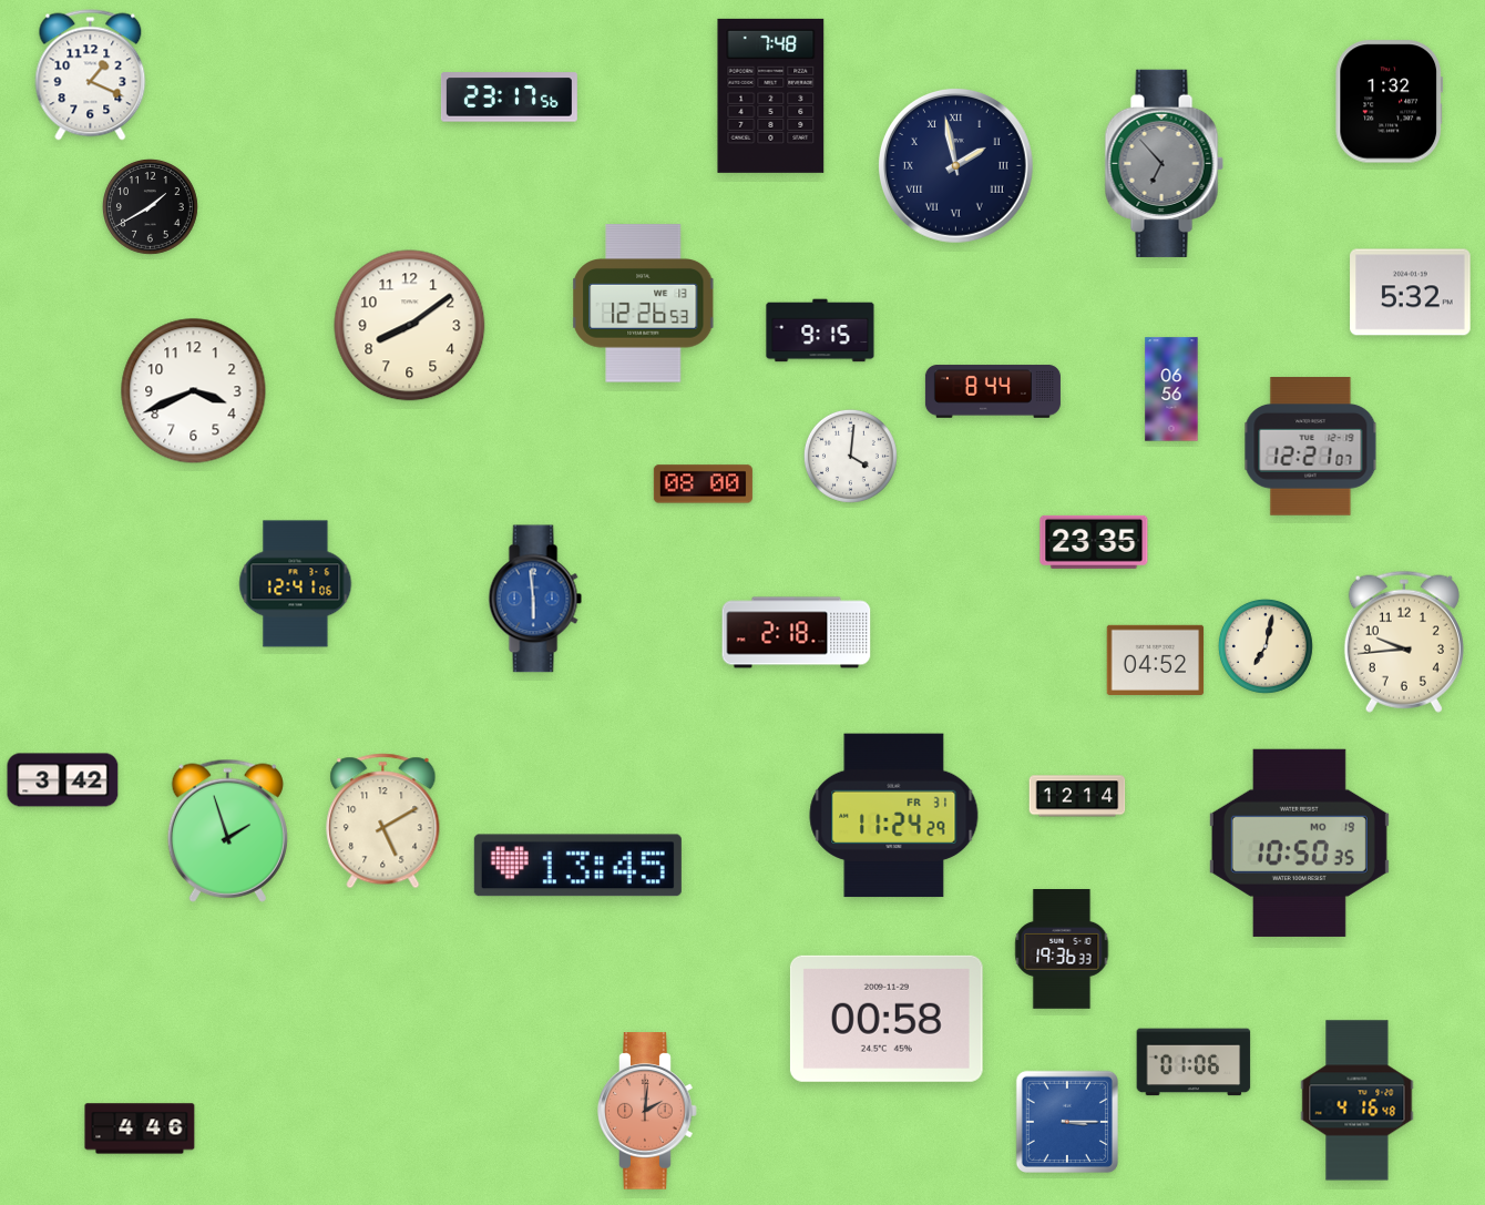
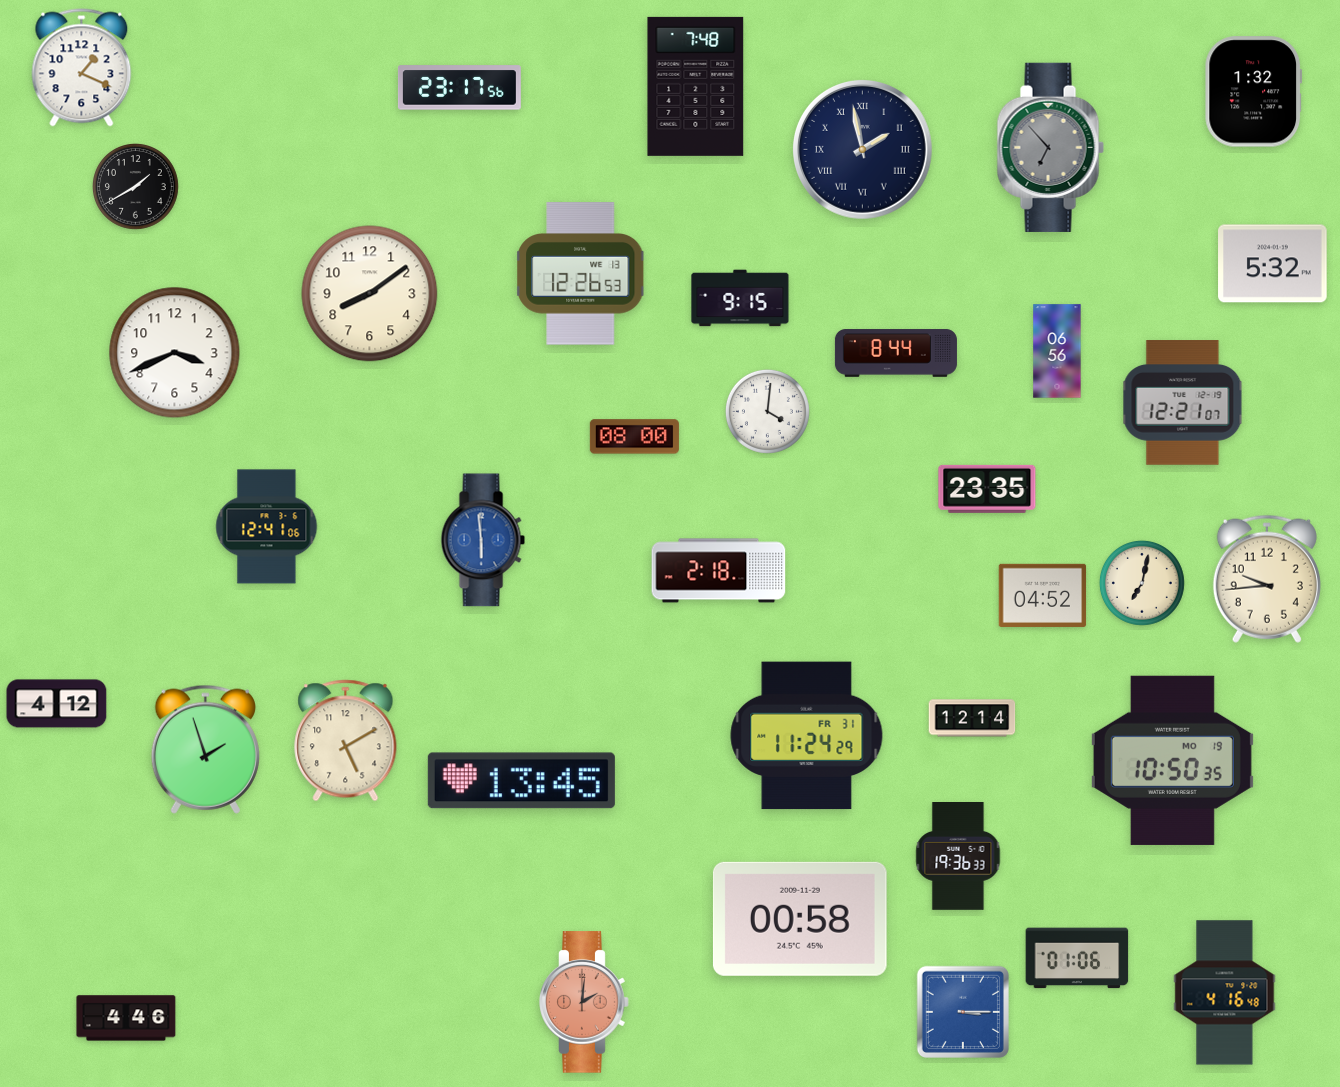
clock at (63, 780): 3:42 -> 4:12
